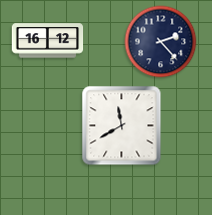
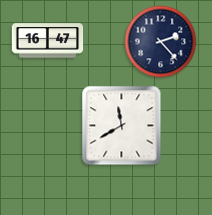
clock at (48, 41): 16:12 -> 16:47
